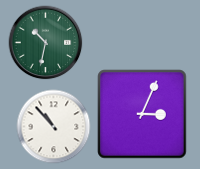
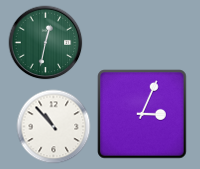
clock at (46, 43): 10:32 -> 12:32
